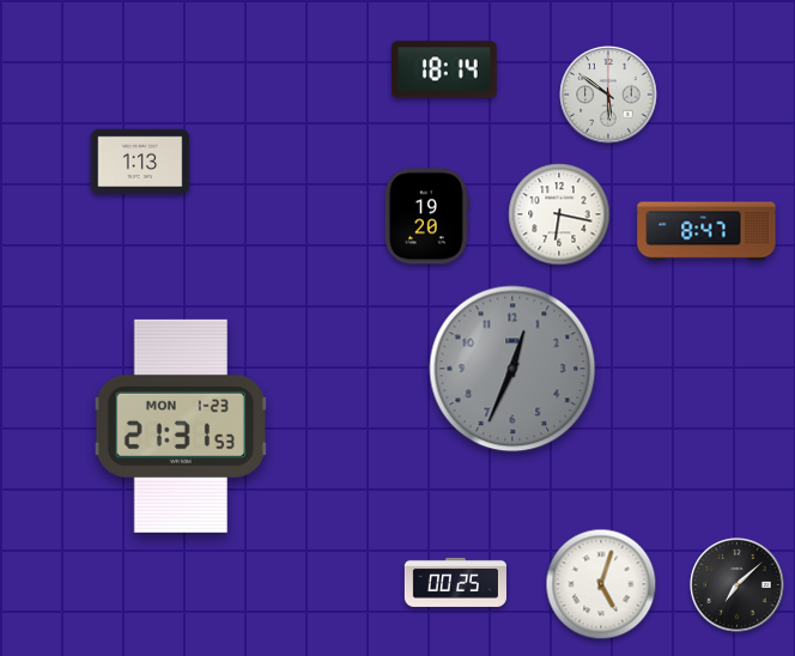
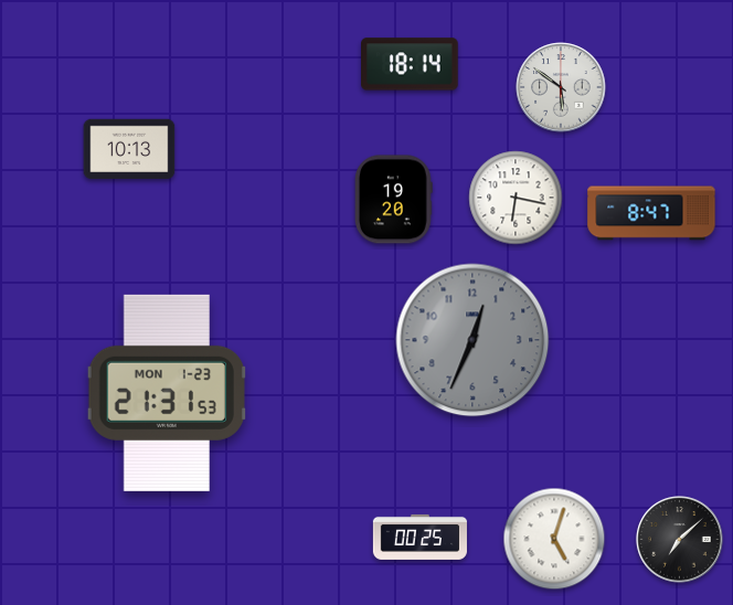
clock at (140, 162): 1:13 -> 10:13
